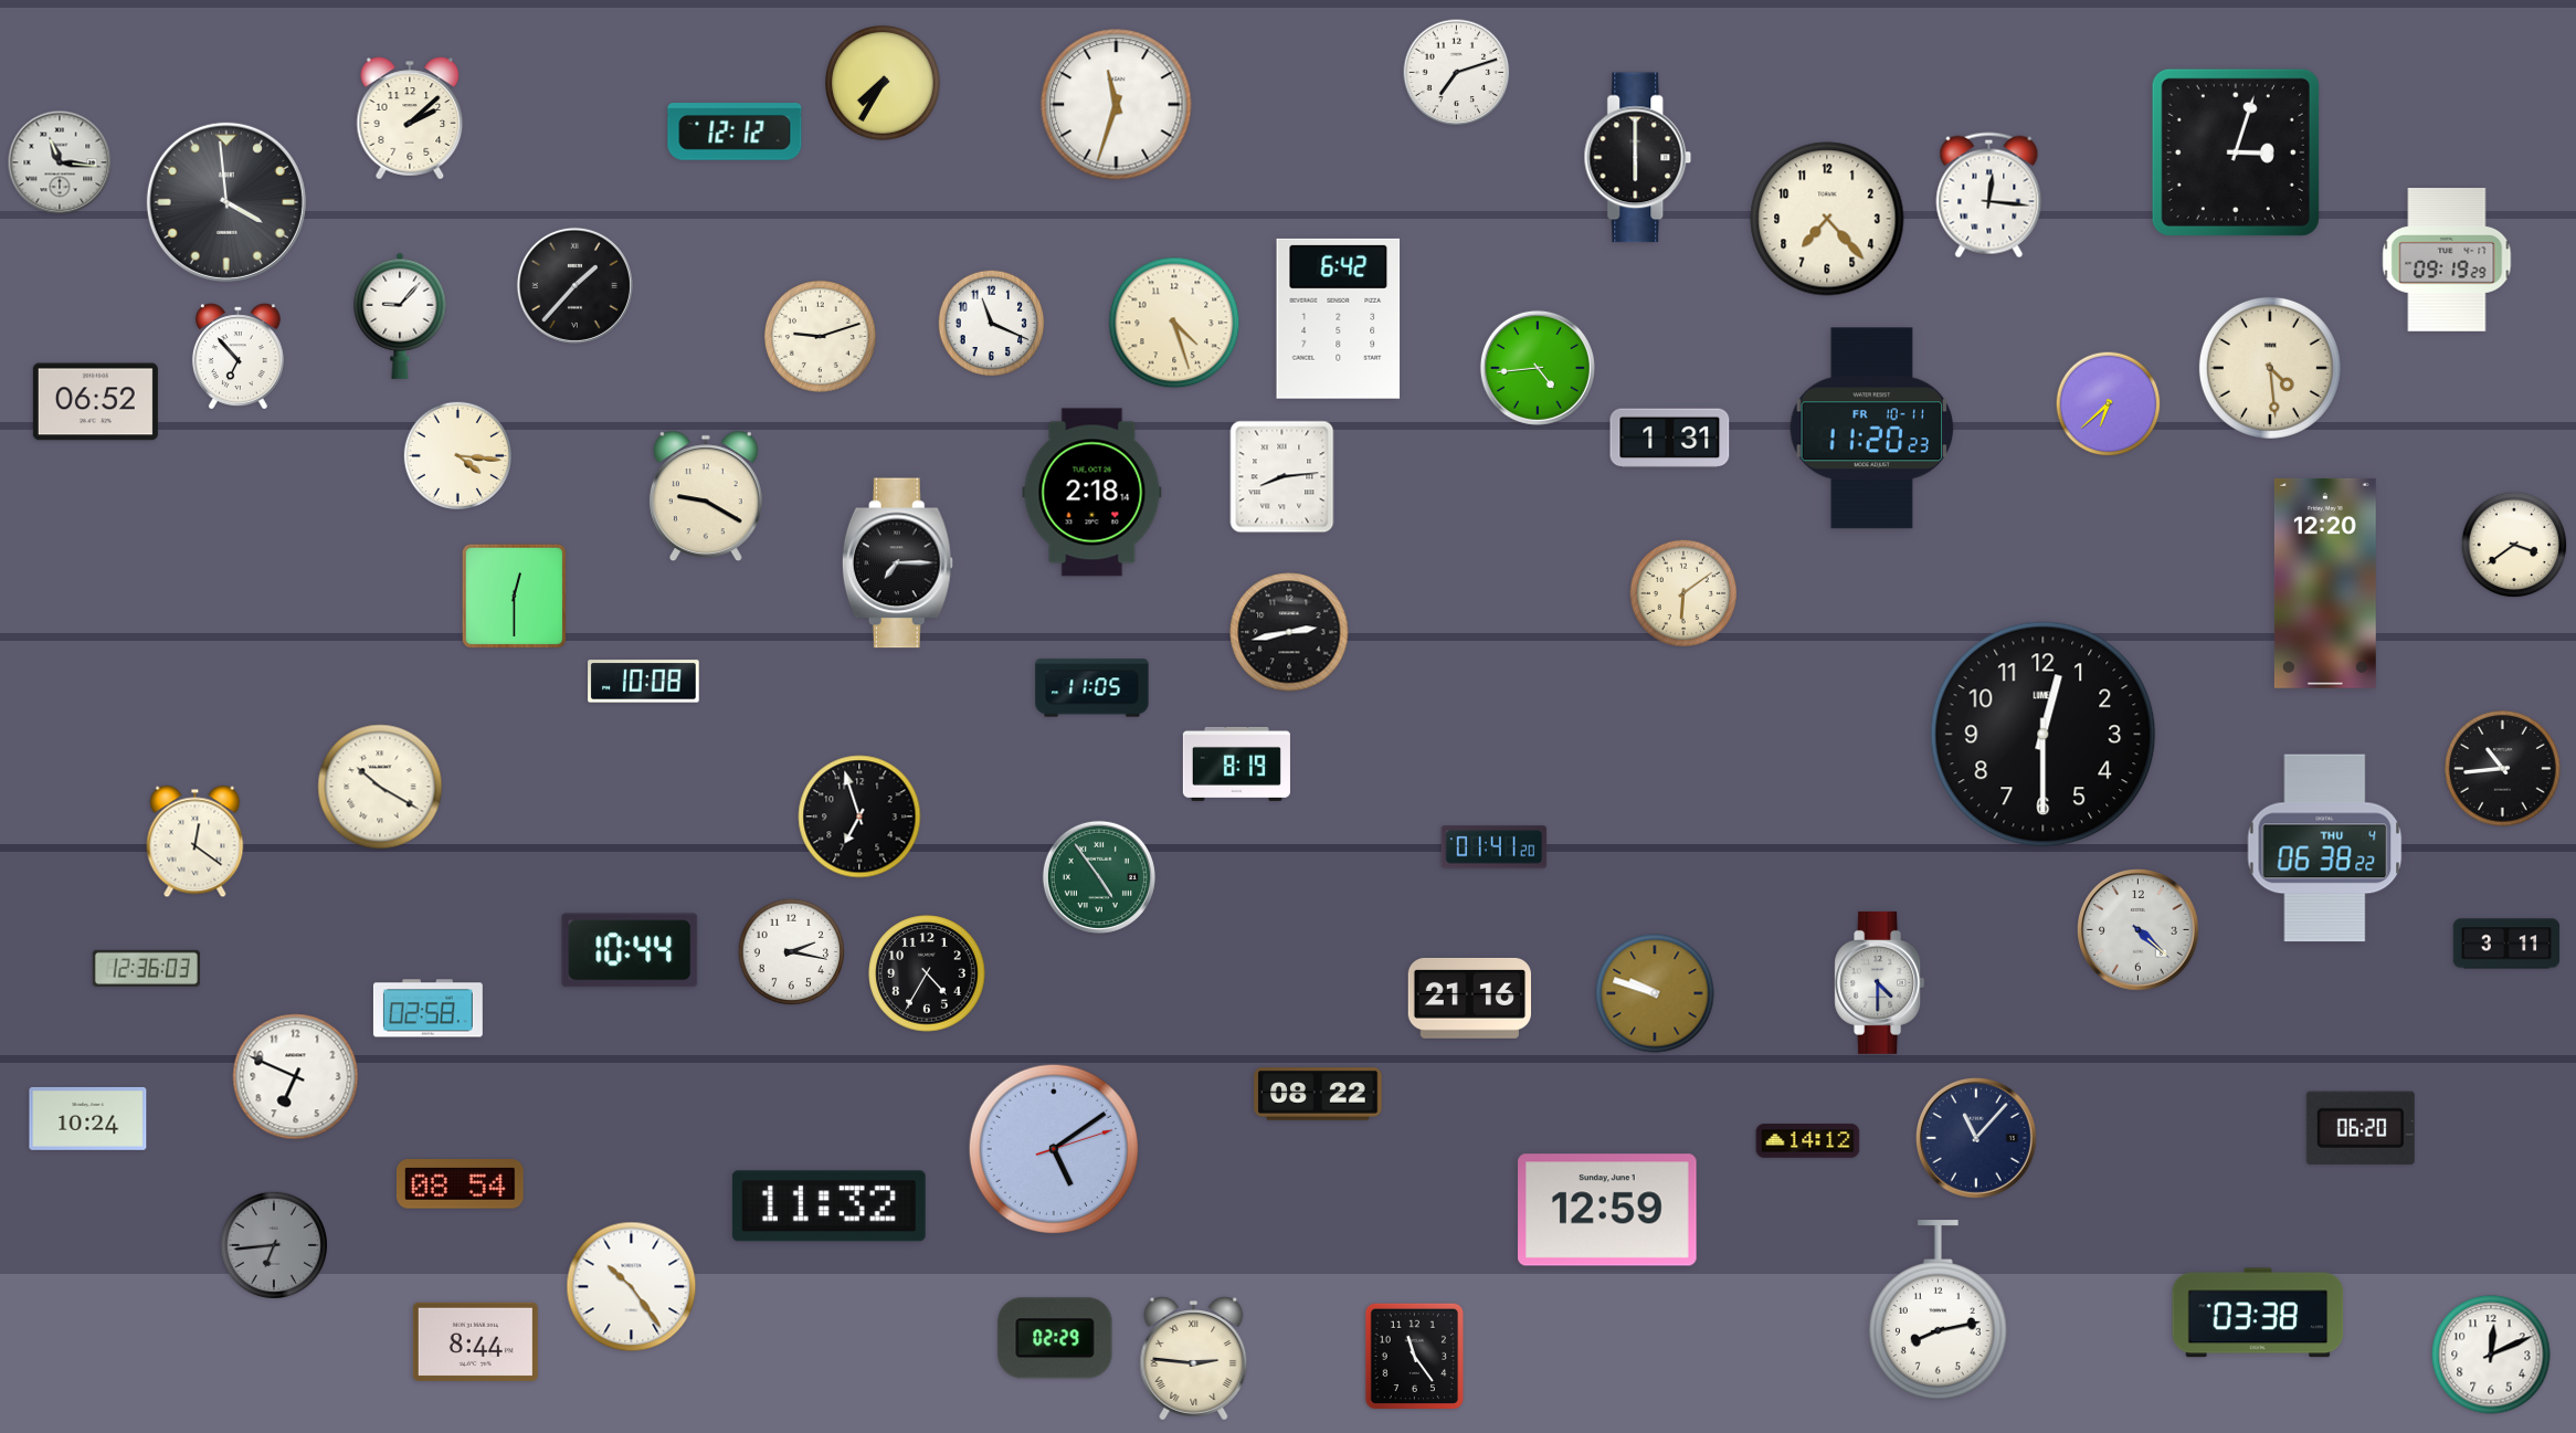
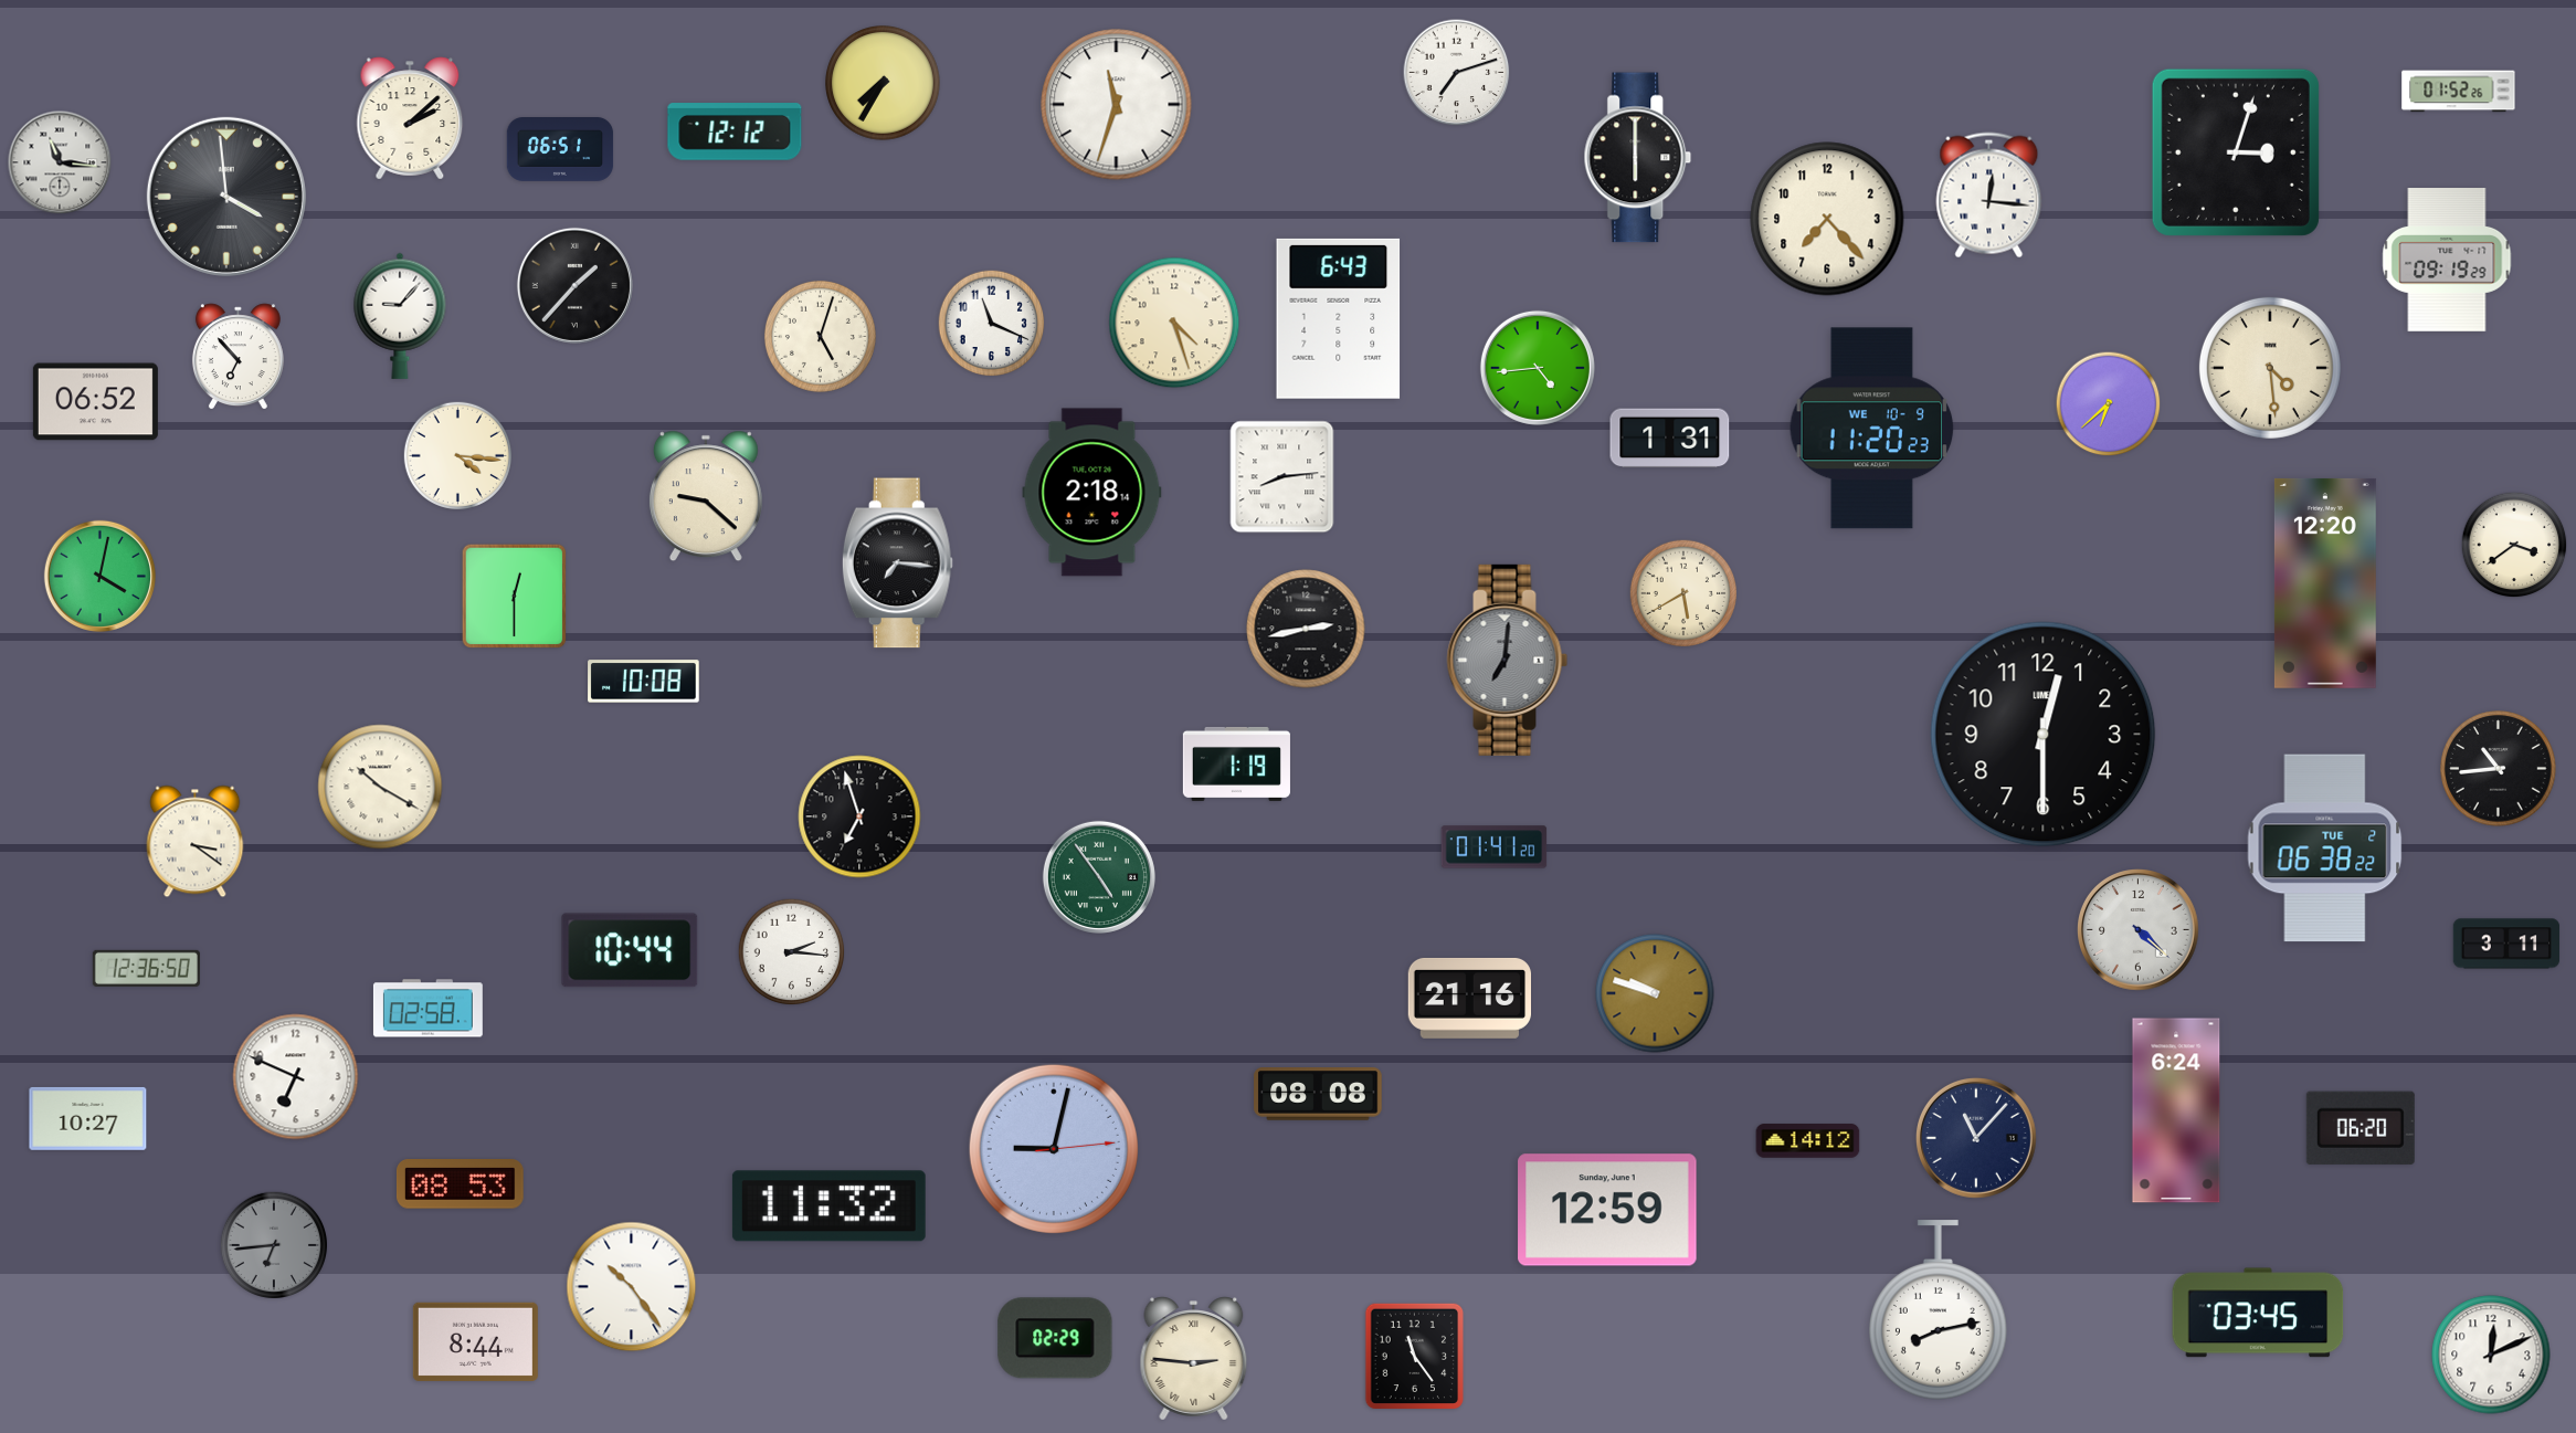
clock at (2459, 92): none -> 01:52
clock at (560, 150): none -> 06:51
clock at (226, 202) position: (226, 202) -> (226, 197)
clock at (1339, 318): 6:42 -> 6:43
clock at (820, 336): 9:12 -> 5:03
clock at (1872, 429) date: FR 10-11 -> WE 10-9
clock at (706, 496): 9:20 -> 9:22
clock at (897, 563): 7:15 -> 7:16
clock at (99, 576): none -> 4:02
clock at (1682, 592): 6:09 -> 5:40
clock at (1289, 632) position: (1289, 632) -> (1306, 629)
clock at (1508, 660): none -> 7:01
clock at (1092, 688): 11:05 -> none
clock at (1236, 763): 8:19 -> 1:19
clock at (2503, 769) position: (2503, 769) -> (2499, 769)
clock at (196, 842): 12:21 -> 3:21
clock at (2325, 849) date: THU 4 -> TUE 2
clock at (792, 952): 2:17 -> 2:16
clock at (146, 968): 12:36:03 -> 12:36:50
clock at (927, 973): 4:35 -> none
clock at (1880, 982): 4:30 -> none
clock at (1318, 1094): 08:22 -> 08:08
clock at (2176, 1110): none -> 6:24
clock at (88, 1118): 10:24 -> 10:27
clock at (1054, 1149): 5:09 -> 9:02
clock at (460, 1184): 08:54 -> 08:53
clock at (2258, 1313): 03:38 -> 03:45
